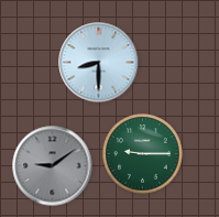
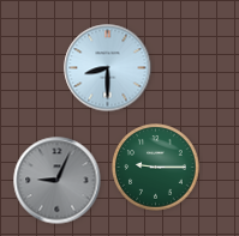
clock at (53, 166): 9:09 -> 9:04
